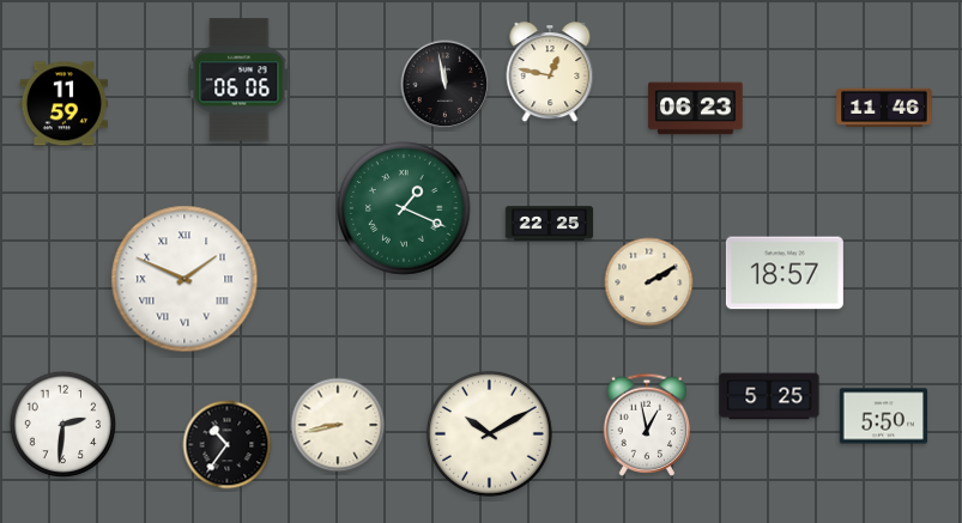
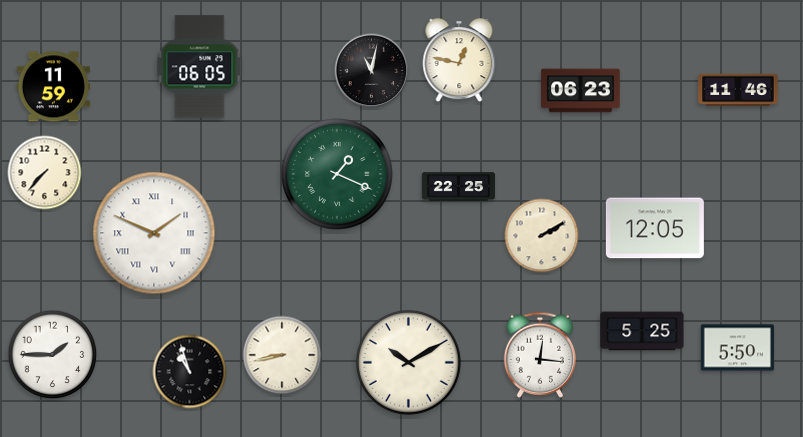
clock at (240, 80): 06:06 -> 06:05
clock at (446, 85): 11:58 -> 11:02
clock at (45, 173): none -> 7:37
clock at (785, 273): 18:57 -> 12:05
clock at (63, 425): 2:31 -> 1:45
clock at (647, 425): 12:58 -> 12:16
clock at (228, 445): 10:36 -> 10:57
